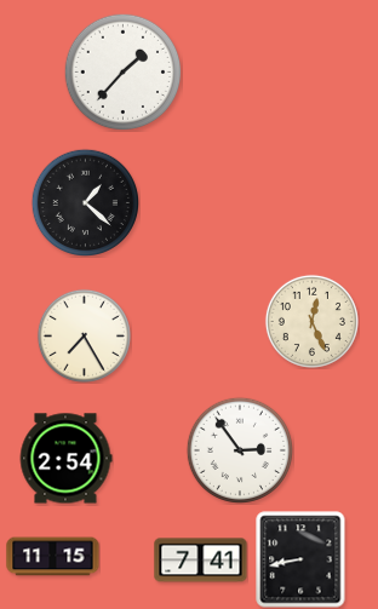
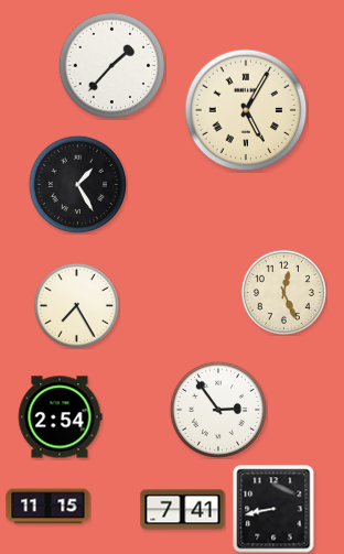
clock at (246, 110): none -> 5:05
clock at (85, 202): 1:22 -> 1:25
